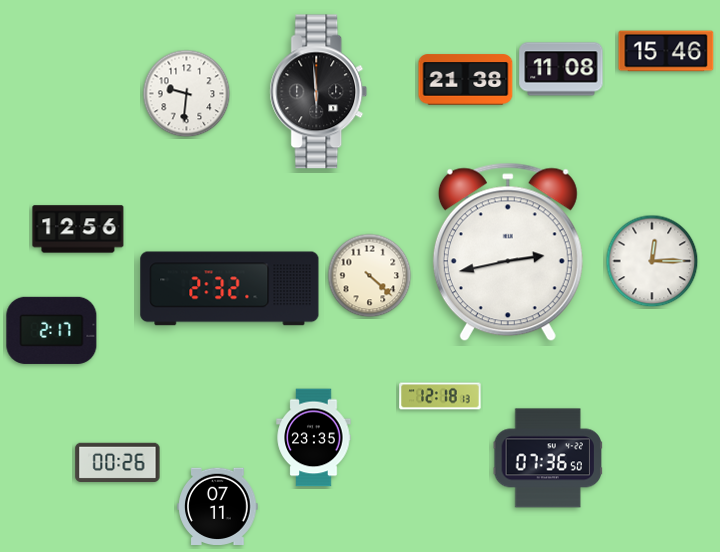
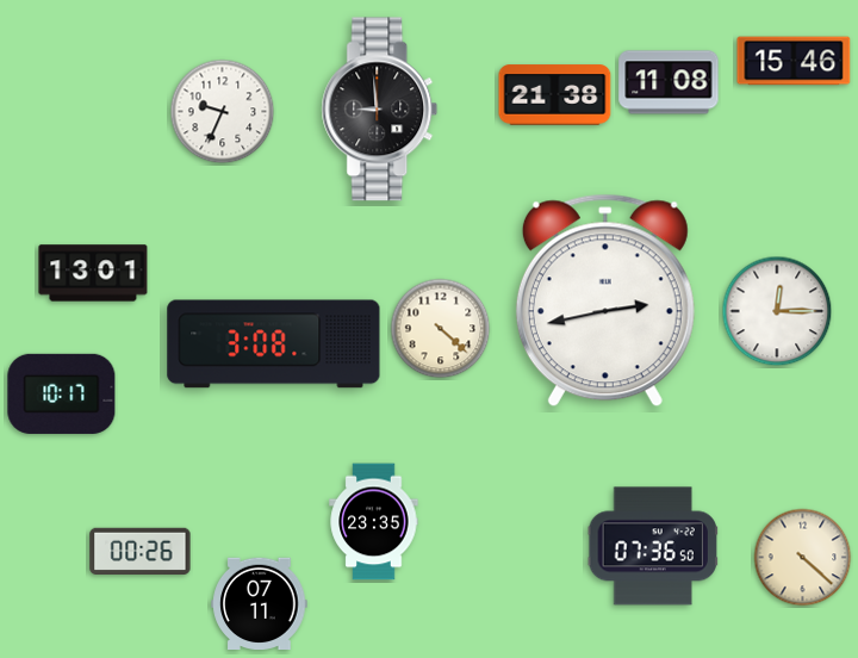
clock at (319, 92): 5:59 -> 8:59
clock at (187, 94): 9:31 -> 9:34
clock at (78, 229): 12:56 -> 13:01
clock at (230, 289): 2:32 -> 3:08
clock at (52, 330): 2:17 -> 10:17
clock at (440, 396): 12:18 -> none
clock at (803, 558): none -> 4:22
